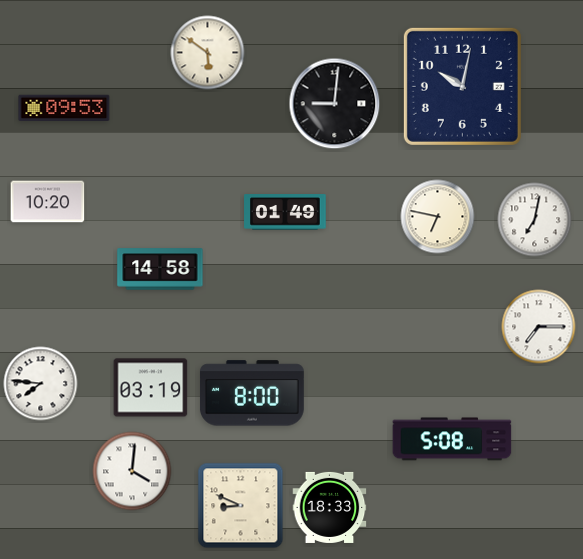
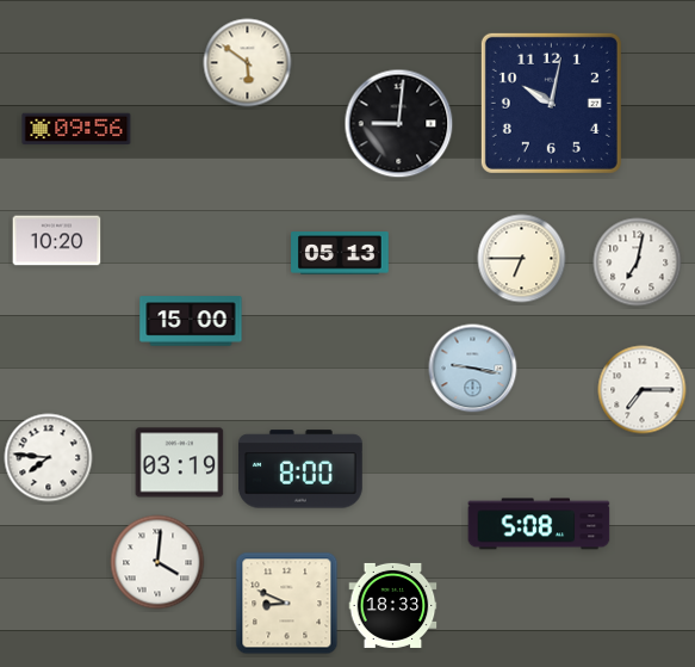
clock at (64, 108): 09:53 -> 09:56
clock at (285, 212): 01:49 -> 05:13
clock at (438, 217): 6:47 -> 6:45
clock at (160, 269): 14:58 -> 15:00
clock at (473, 369): none -> 9:17
